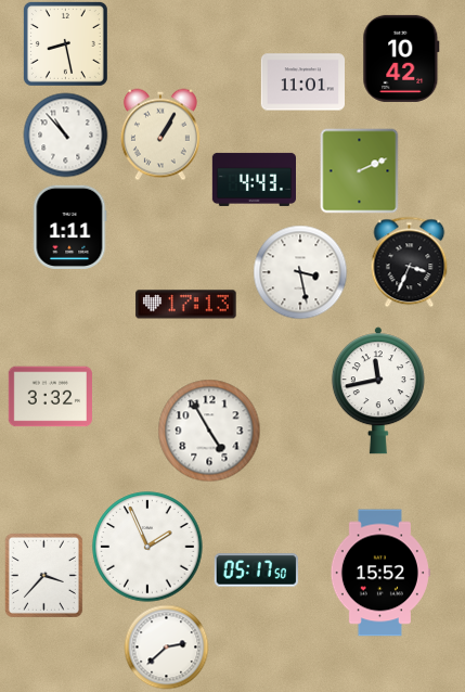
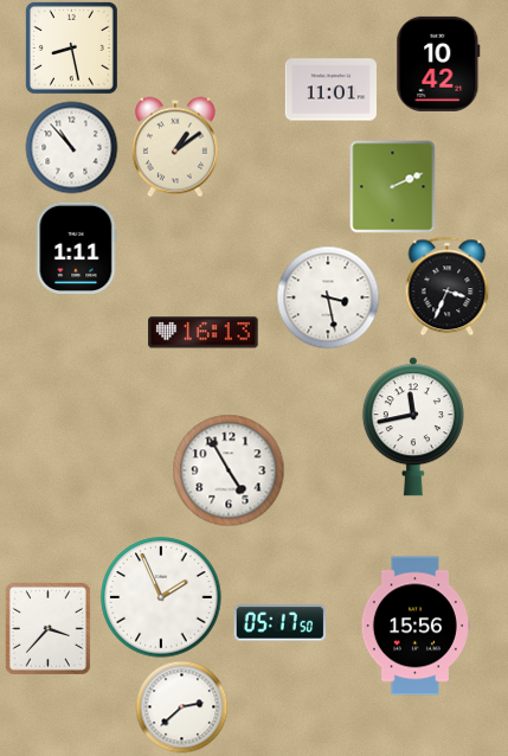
clock at (160, 134): 1:05 -> 1:09
clock at (254, 179): 4:43 -> none
clock at (186, 305): 17:13 -> 16:13
clock at (50, 397): 3:32 -> none
clock at (380, 573): 15:52 -> 15:56
